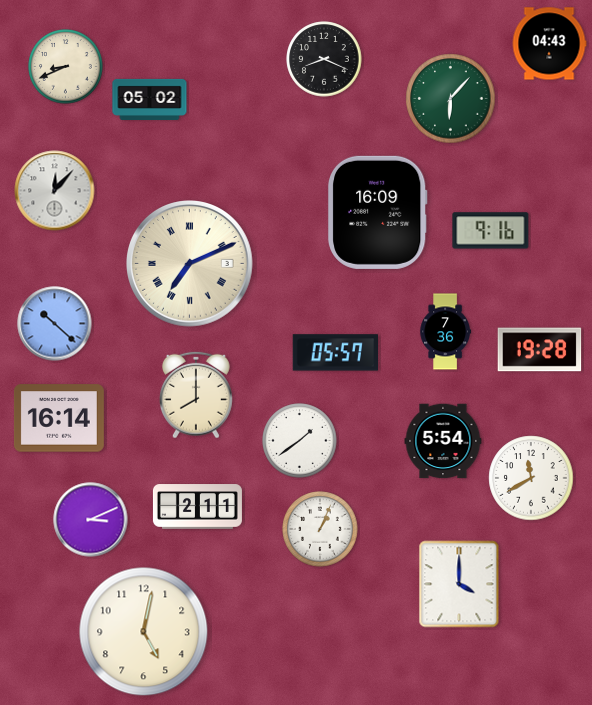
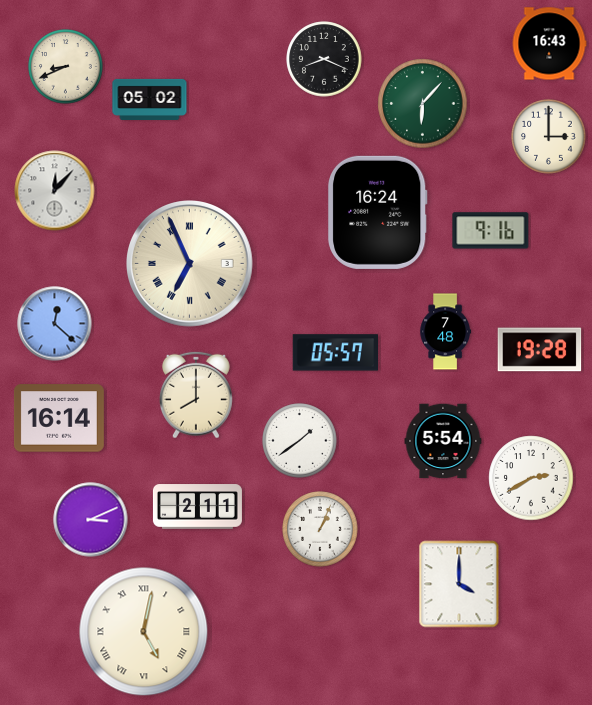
clock at (549, 44): 04:43 -> 16:43
clock at (451, 99) position: (451, 99) -> (423, 104)
clock at (549, 137): none -> 3:00
clock at (377, 212): 16:09 -> 16:24
clock at (190, 264): 7:11 -> 6:56
clock at (55, 324): 10:22 -> 12:22
clock at (445, 332): 7:36 -> 7:48
clock at (531, 478): 11:40 -> 2:40
clock at (144, 632) numerals: Arabic -> Roman
